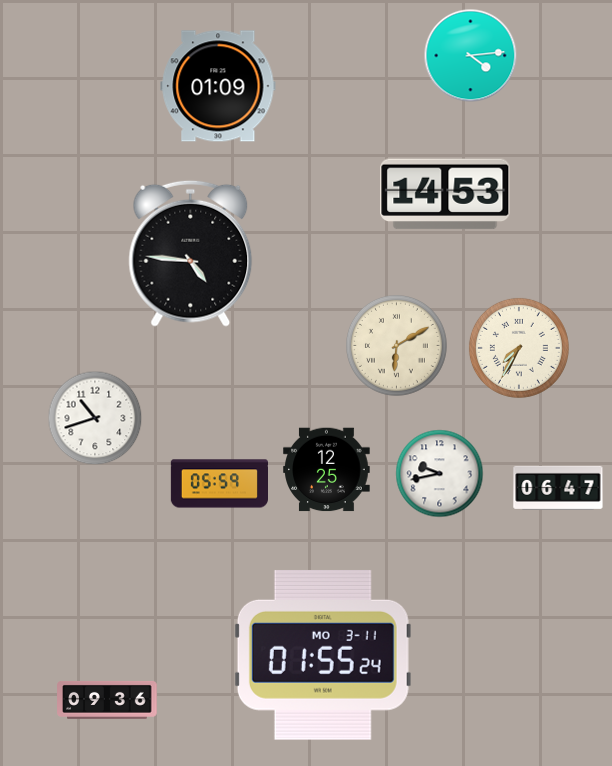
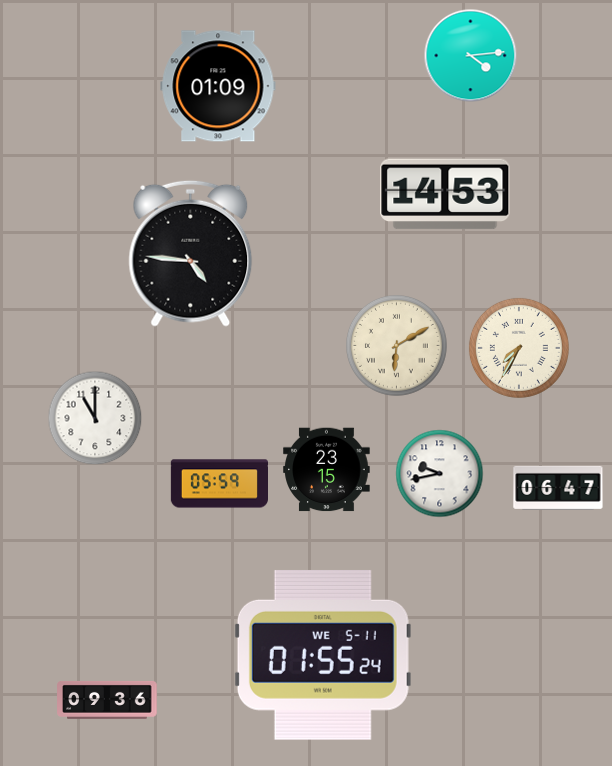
clock at (95, 418): 10:42 -> 11:00
clock at (327, 470): 12:25 -> 23:15
clock at (323, 655) date: MO 3-11 -> WE 5-11
